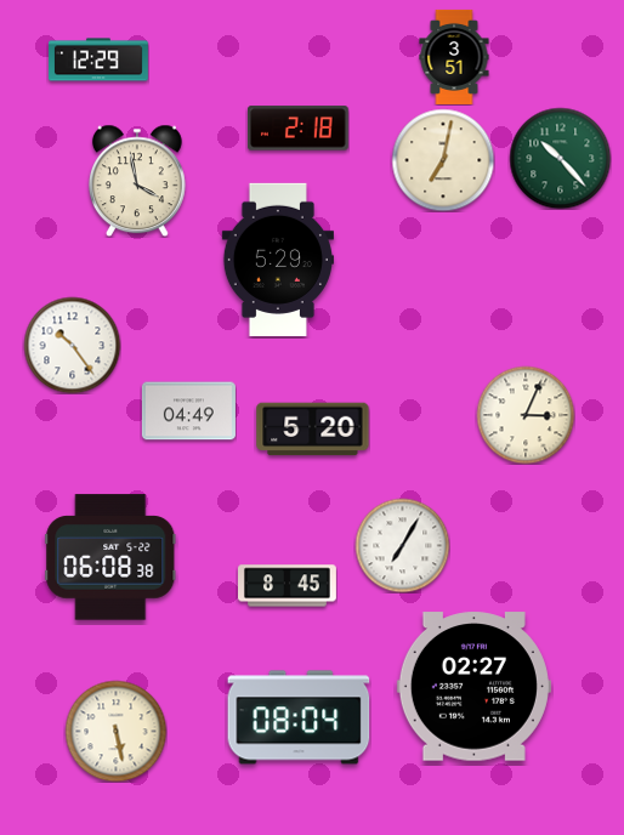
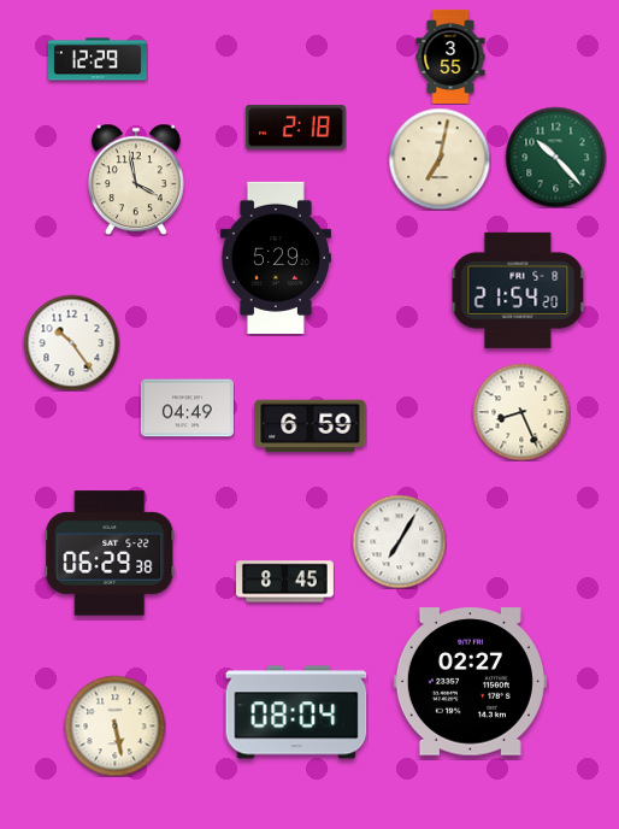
clock at (454, 57): 3:51 -> 3:55
clock at (518, 290): none -> 21:54
clock at (526, 415): 3:04 -> 8:26
clock at (313, 430): 5:20 -> 6:59
clock at (110, 557): 06:08 -> 06:29
